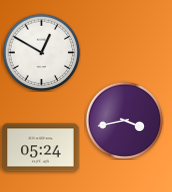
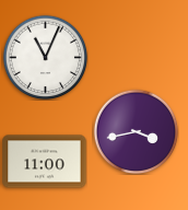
clock at (41, 52): 12:50 -> 11:04
clock at (41, 148): 05:24 -> 11:00
